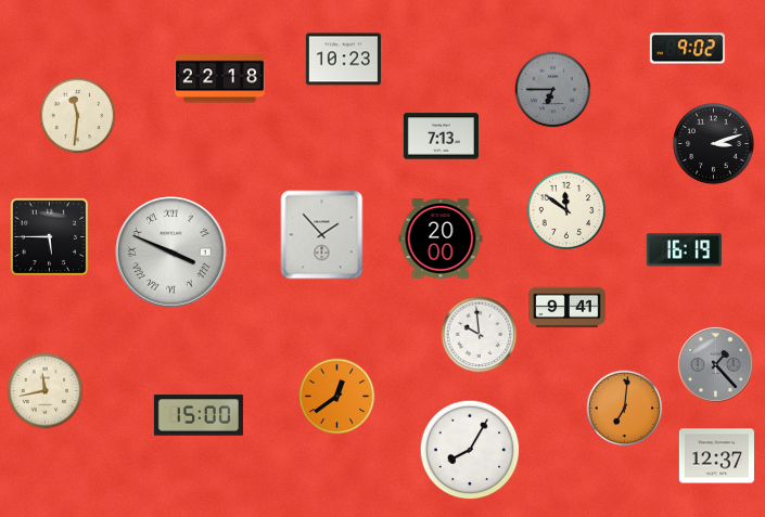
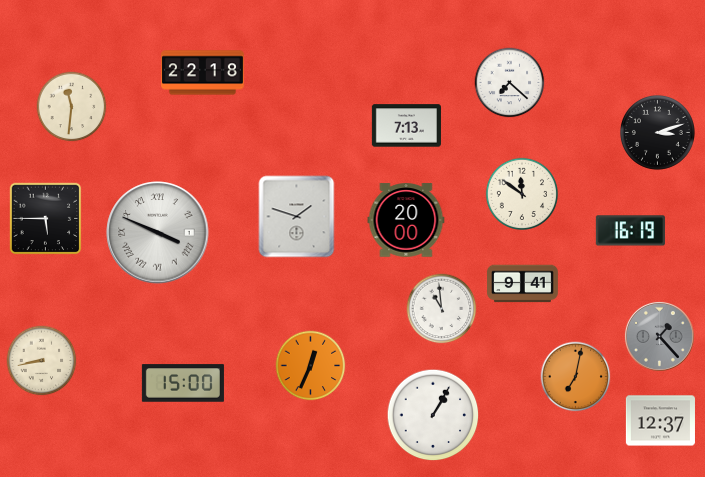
clock at (687, 49): 9:02 -> none
clock at (343, 60): 10:23 -> none
clock at (553, 90): 6:45 -> 7:22
clock at (553, 90) dial: grey -> white
clock at (322, 235): 1:53 -> 1:48
clock at (480, 335): 9:59 -> 10:59
clock at (46, 391): 11:43 -> 8:43
clock at (337, 397): 12:39 -> 12:34
clock at (625, 409): 7:01 -> 7:02
clock at (470, 450): 8:05 -> 1:05
